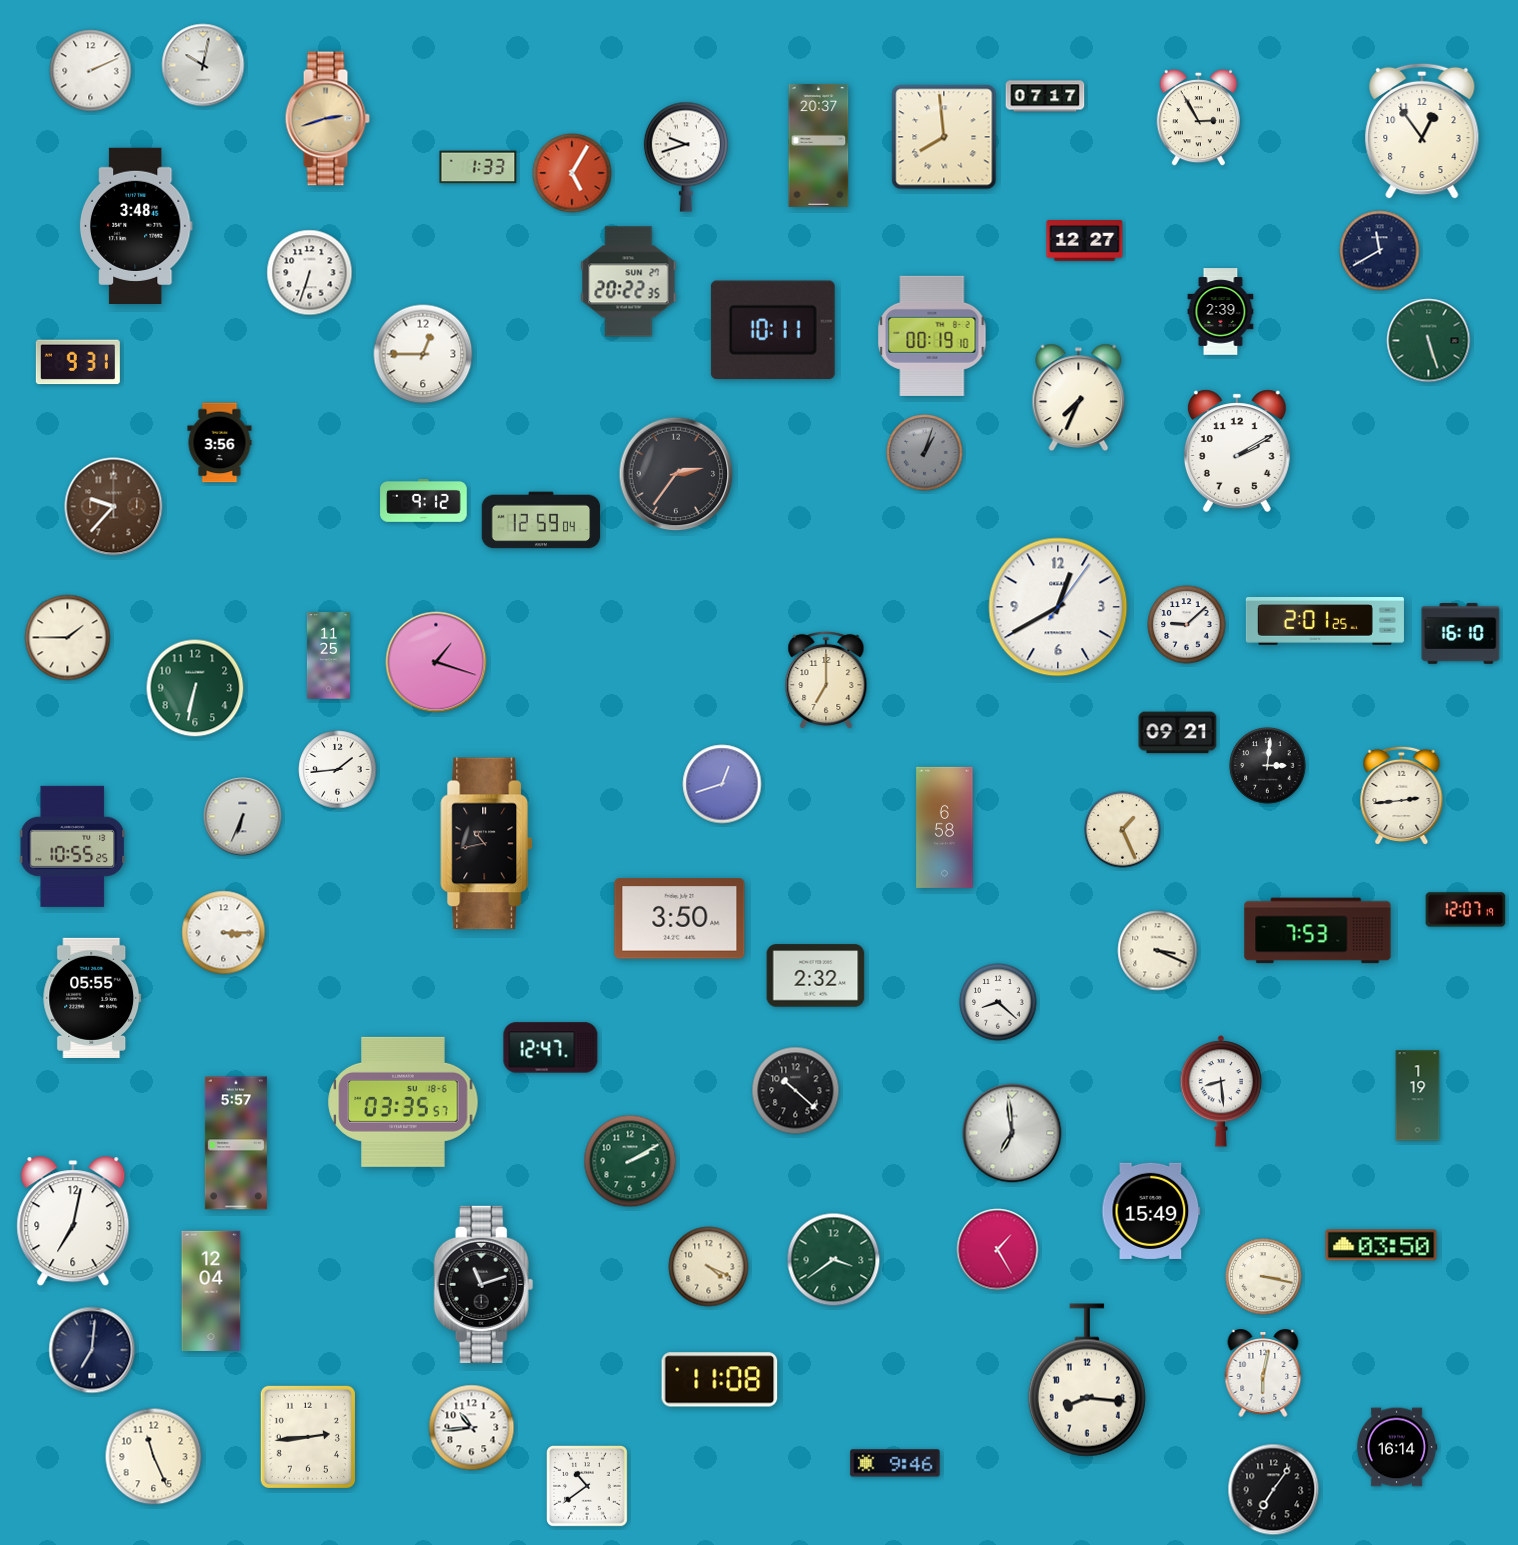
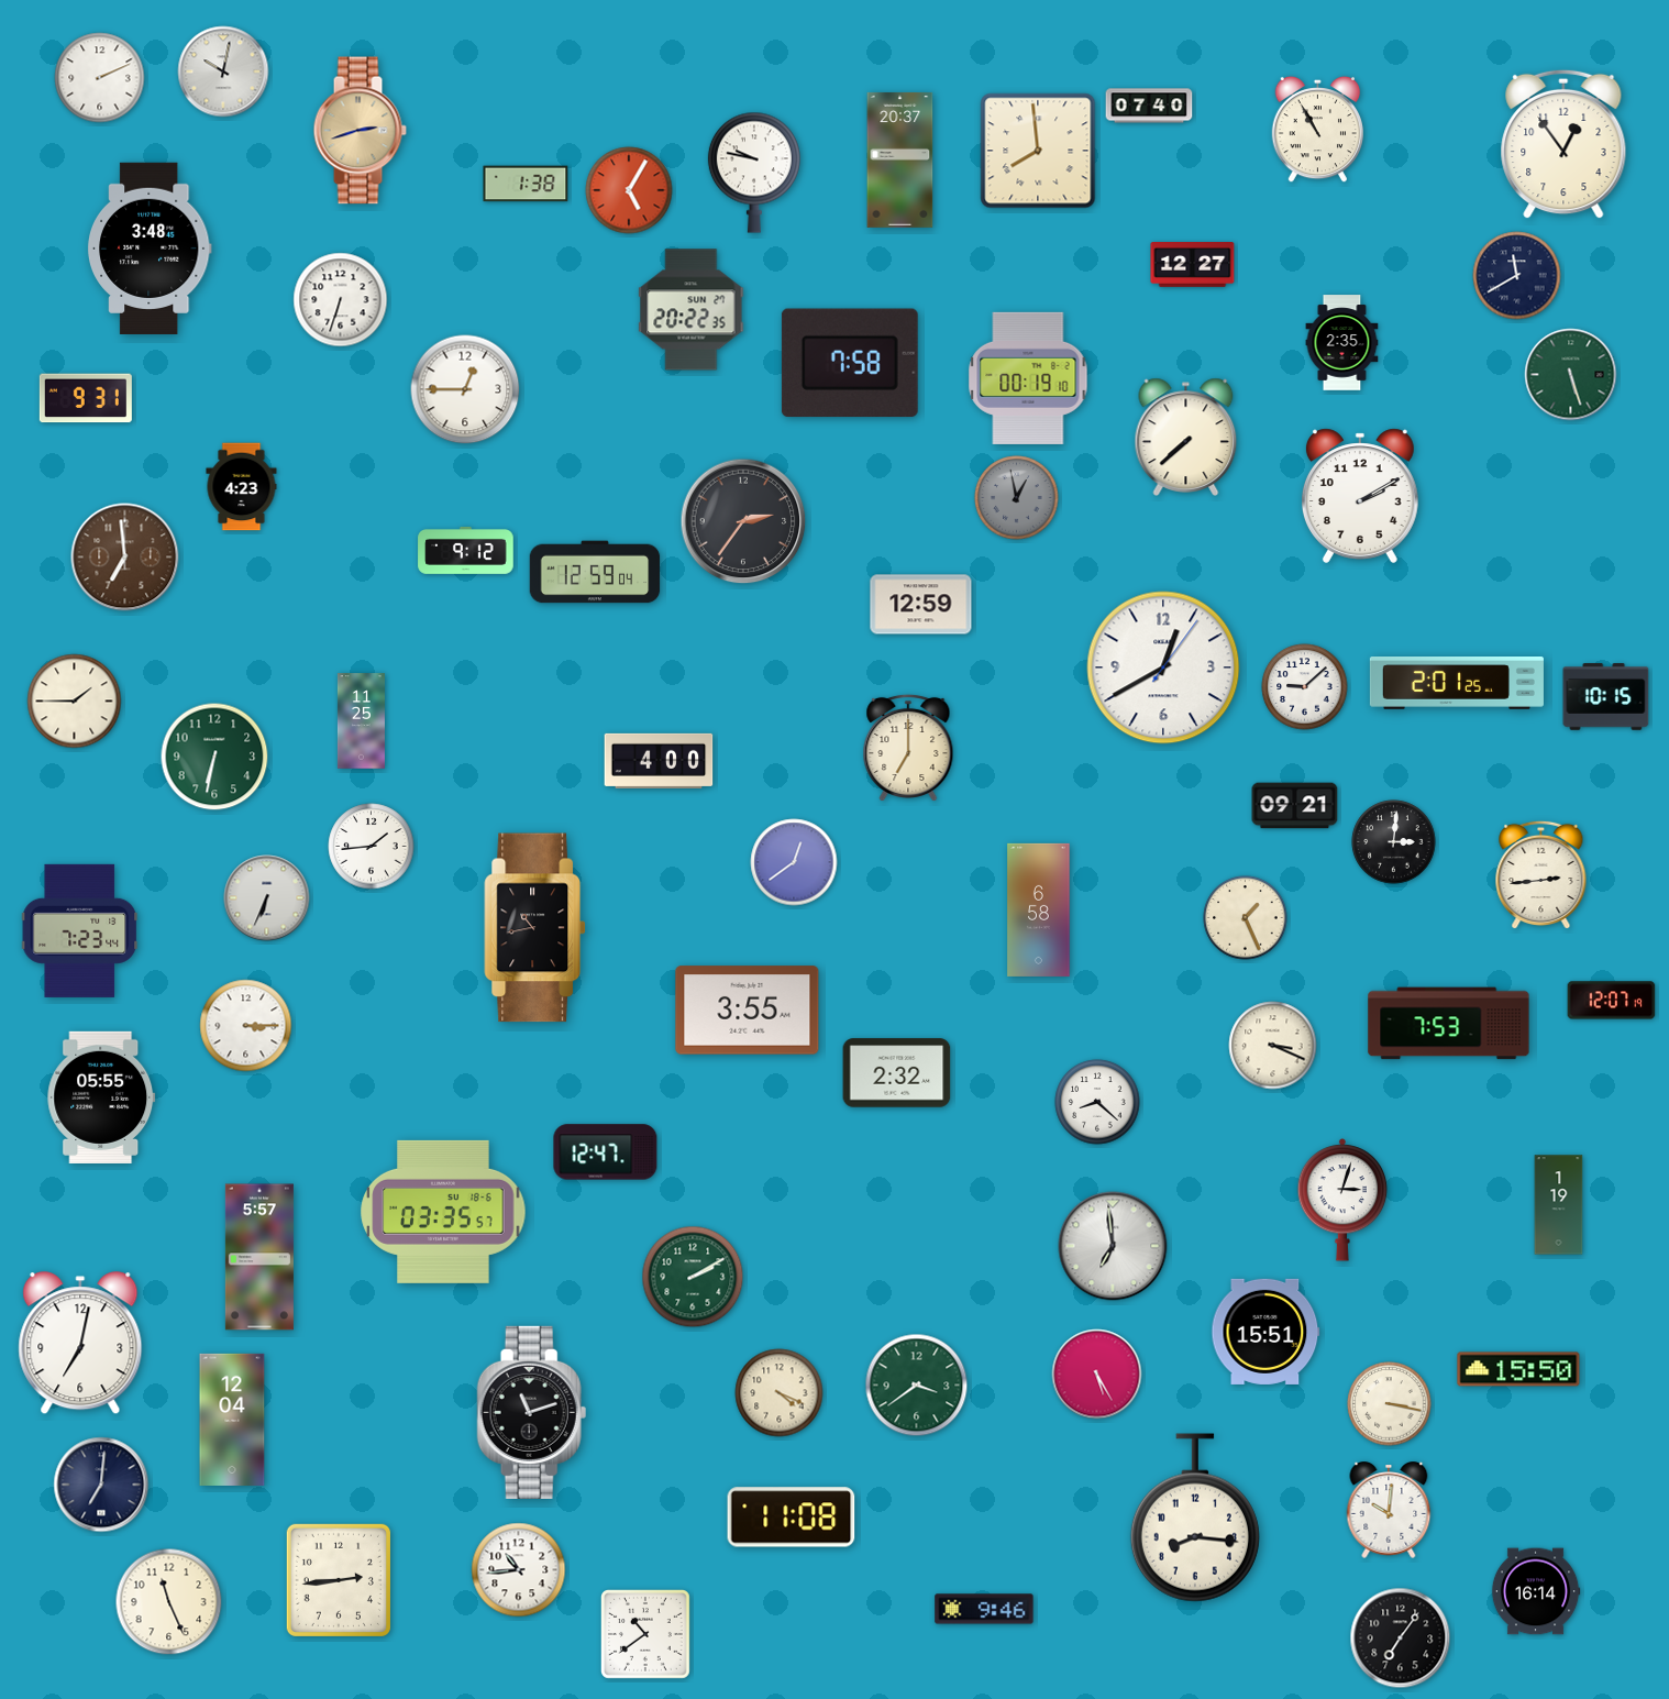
clock at (1045, 96): 07:17 -> 07:40
clock at (1198, 118): 2:55 -> 10:55
clock at (686, 157): 9:42 -> 9:47
clock at (478, 167): 1:33 -> 1:38
clock at (1221, 312): 2:39 -> 2:35
clock at (773, 330): 10:11 -> 7:58
clock at (932, 336) position: (932, 336) -> (1028, 378)
clock at (1079, 397): 7:34 -> 7:38
clock at (220, 443): 3:56 -> 4:23
clock at (925, 453): 1:03 -> 12:58
clock at (114, 507): 9:37 -> 6:59
clock at (921, 605): none -> 12:59
clock at (1461, 634): 16:10 -> 10:15
clock at (436, 662): 1:18 -> none
clock at (659, 761): none -> 4:00
clock at (722, 784): 12:42 -> 12:39
clock at (1123, 830) position: (1123, 830) -> (1246, 918)
clock at (73, 846): 10:55 -> 7:23
clock at (680, 919): 3:50 -> 3:55
clock at (796, 1091): 10:22 -> none
clock at (1221, 1091): 8:29 -> 3:03
clock at (1151, 1211): 15:49 -> 15:51
clock at (1381, 1245): 03:50 -> 15:50
clock at (998, 1250): 1:25 -> 5:25
clock at (1263, 1374): 6:02 -> 10:01
